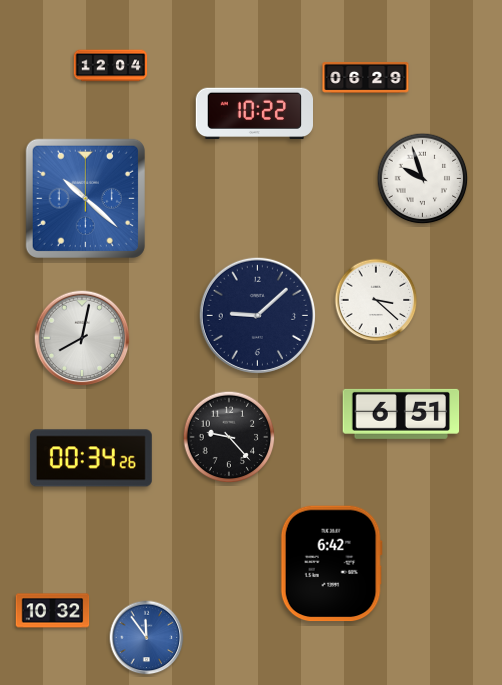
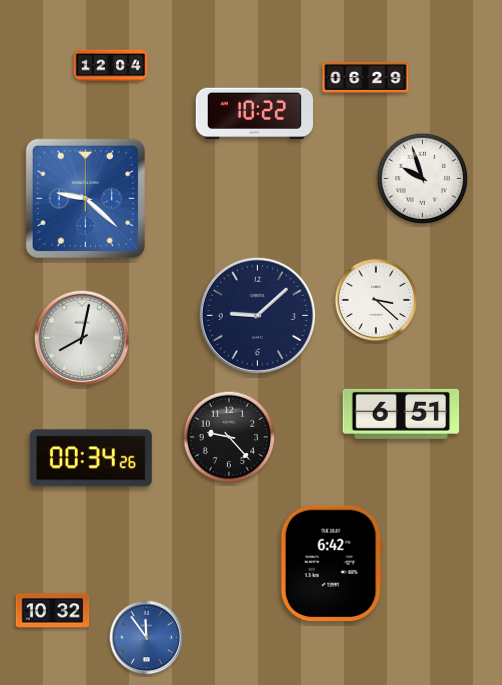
clock at (85, 198): 10:22 -> 9:22
